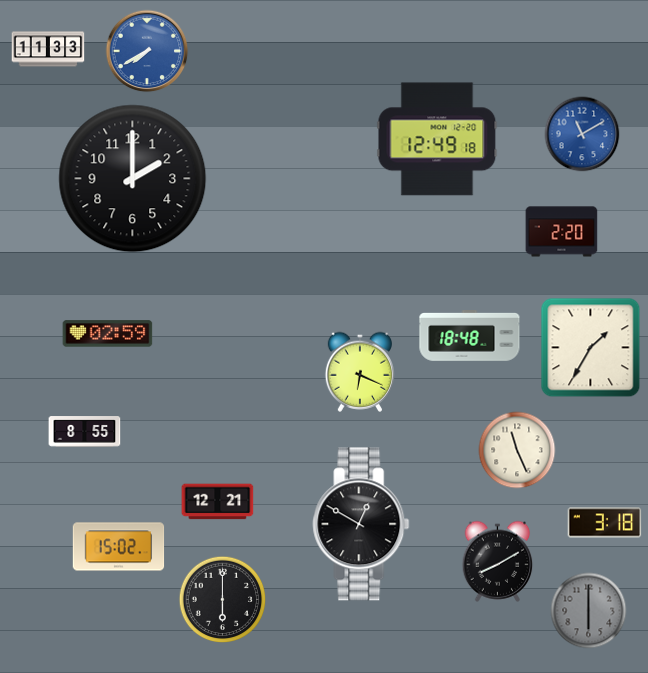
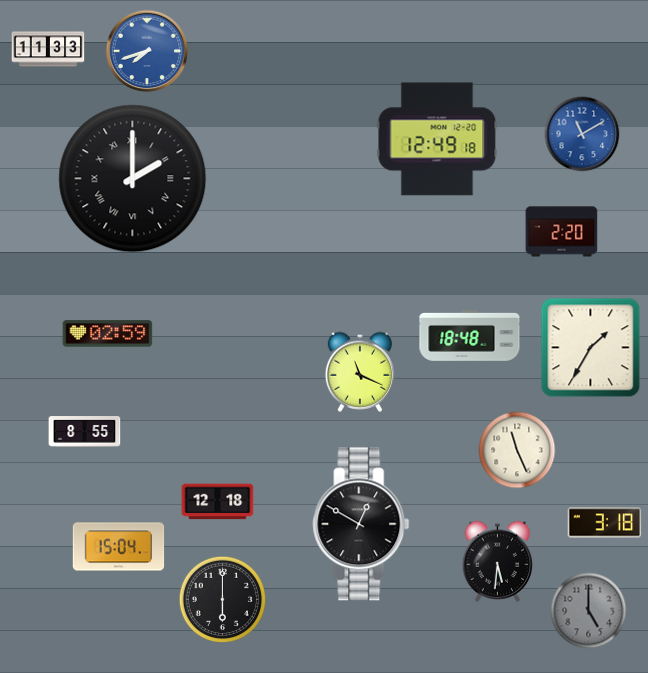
clock at (147, 51): 7:40 -> 7:42
clock at (133, 179) numerals: Arabic -> Roman
clock at (359, 372): 6:19 -> 11:19
clock at (218, 502): 12:21 -> 12:18
clock at (119, 547): 15:02 -> 15:04
clock at (498, 561): 8:10 -> 5:31
clock at (589, 611): 6:00 -> 5:00
